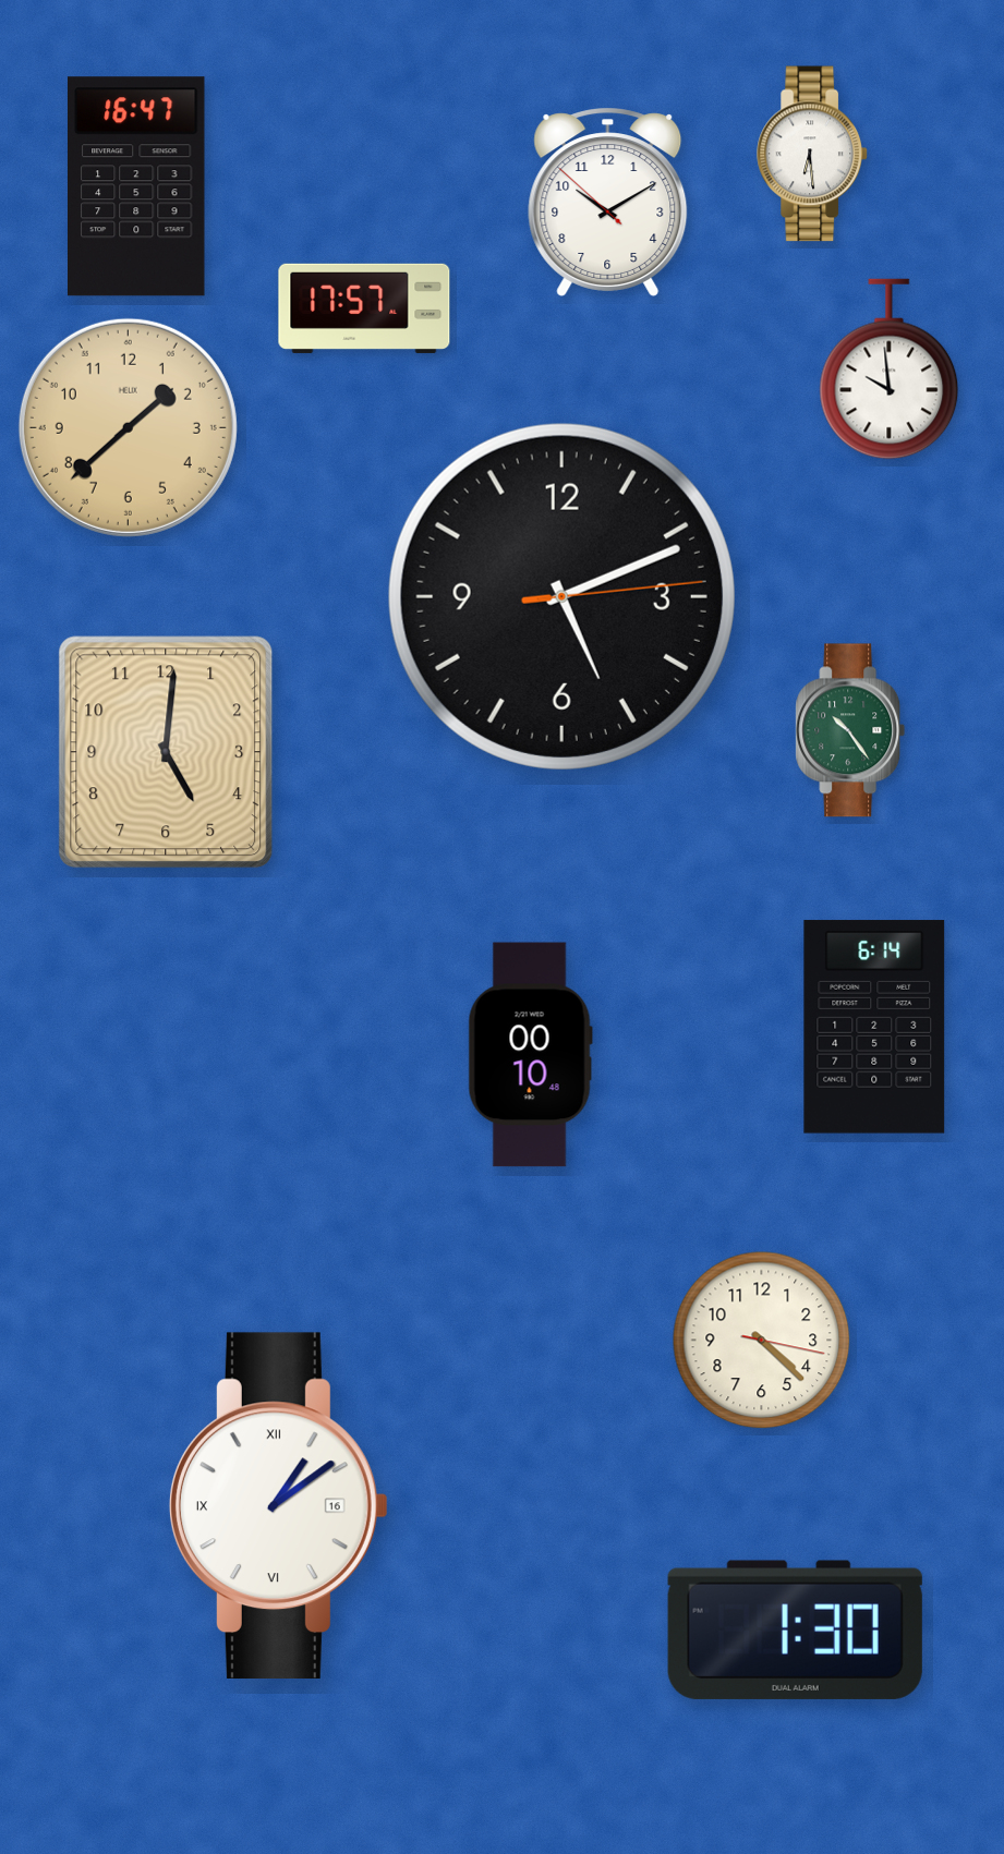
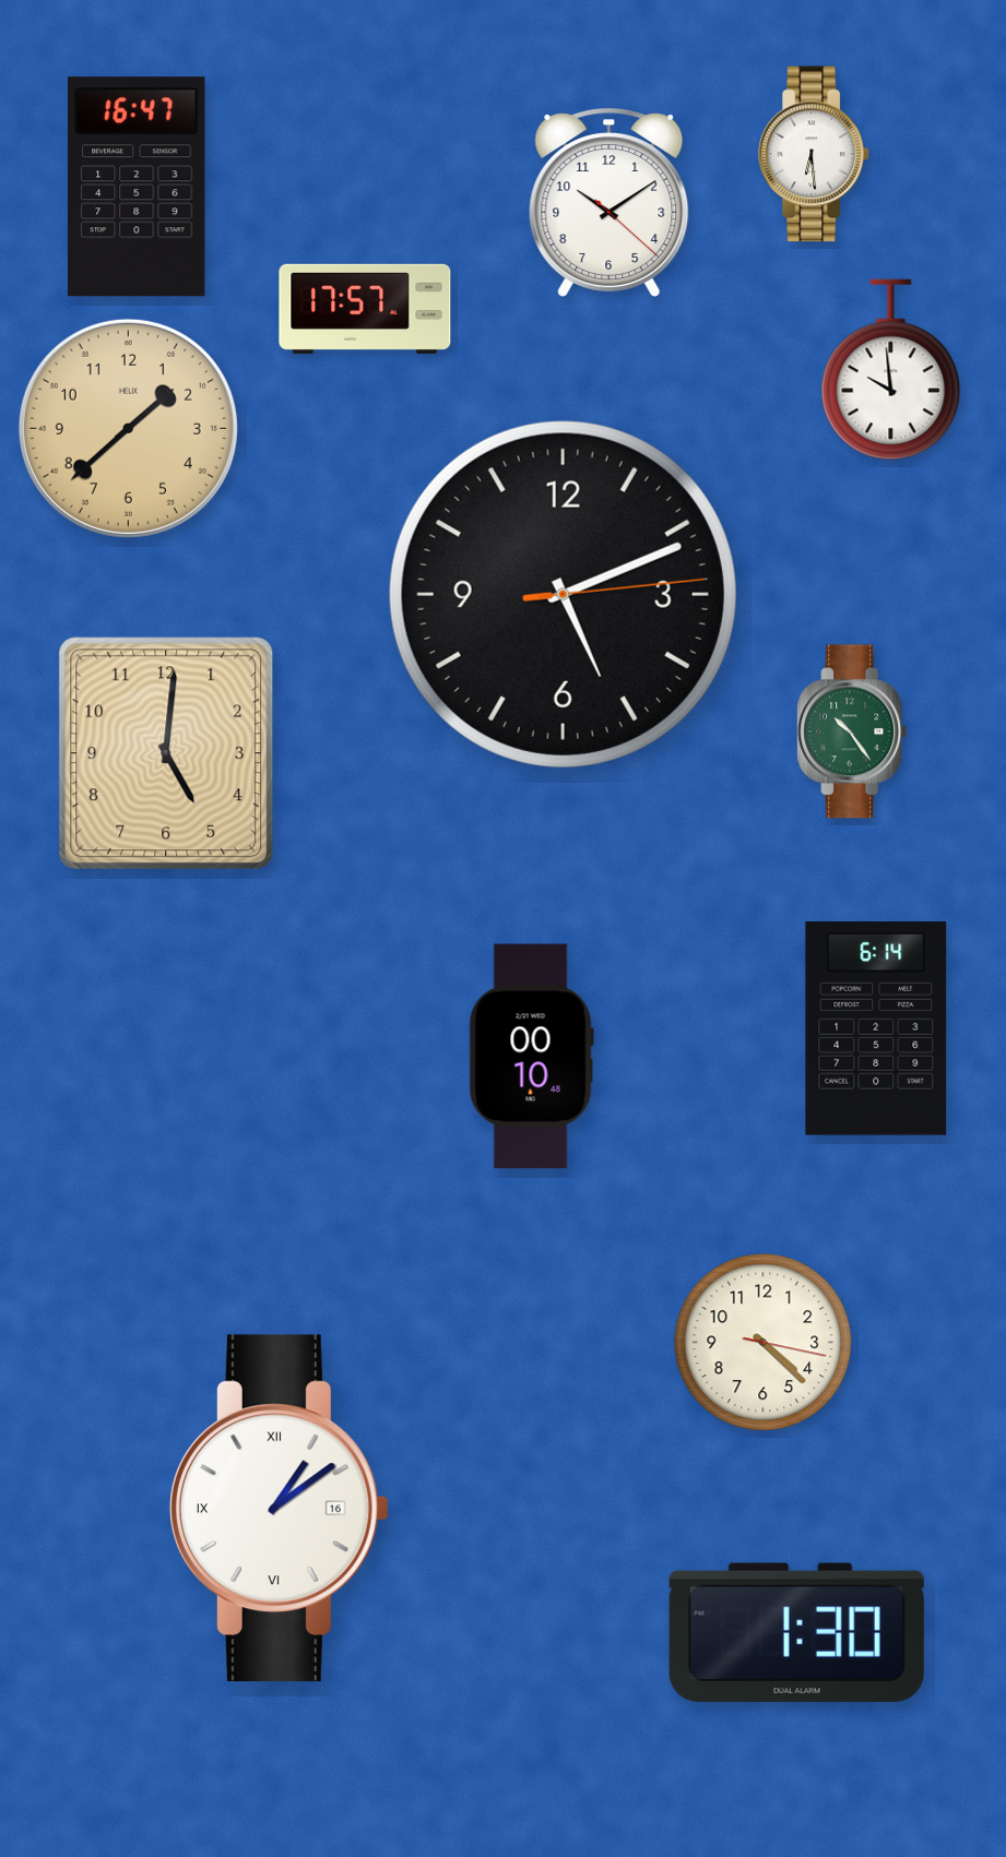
clock at (608, 202): 10:09:52 -> 10:09:22
clock at (561, 596) position: (561, 596) -> (563, 594)
